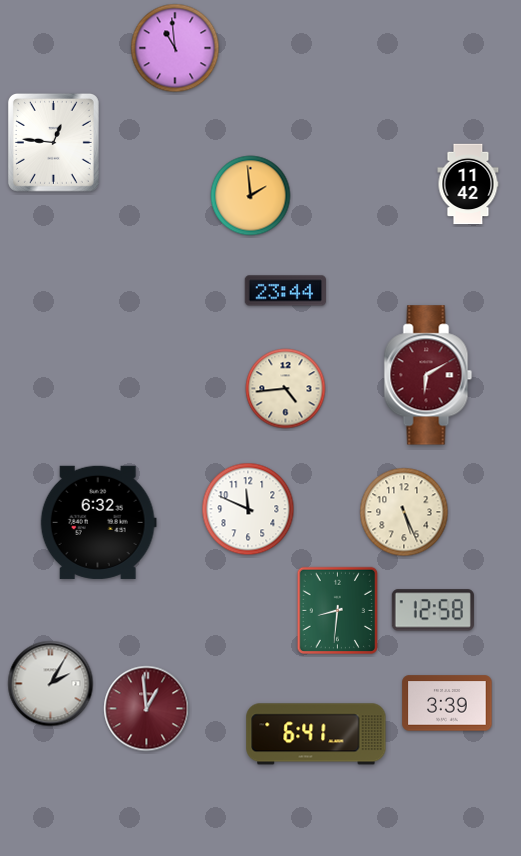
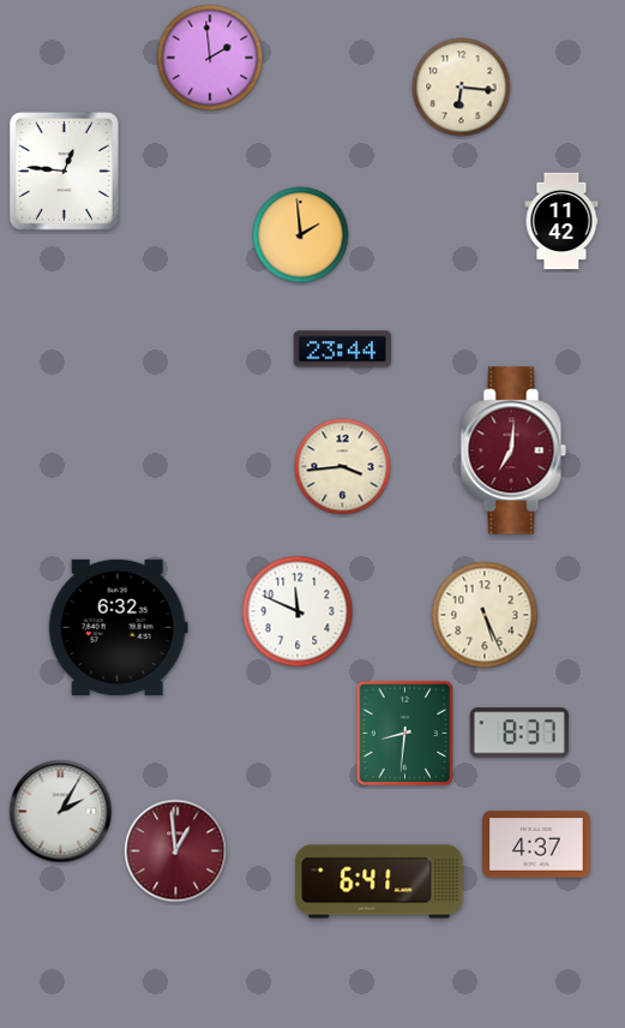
clock at (175, 48): 10:59 -> 1:59
clock at (462, 88): none -> 6:16
clock at (428, 375): 6:10 -> 7:01
clock at (286, 389): 4:44 -> 3:44
clock at (433, 610): 12:58 -> 8:37
clock at (51, 684) position: (51, 684) -> (61, 812)
clock at (447, 703): 3:39 -> 4:37
